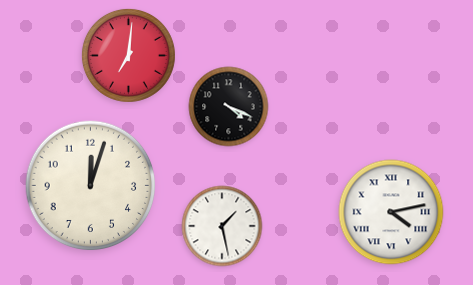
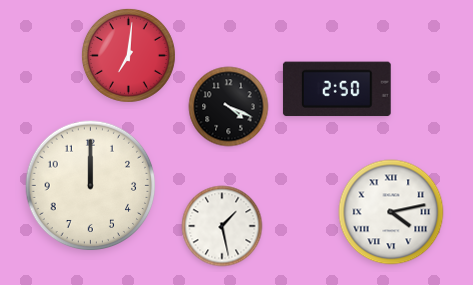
clock at (337, 89): none -> 2:50
clock at (91, 186): 12:03 -> 12:00
